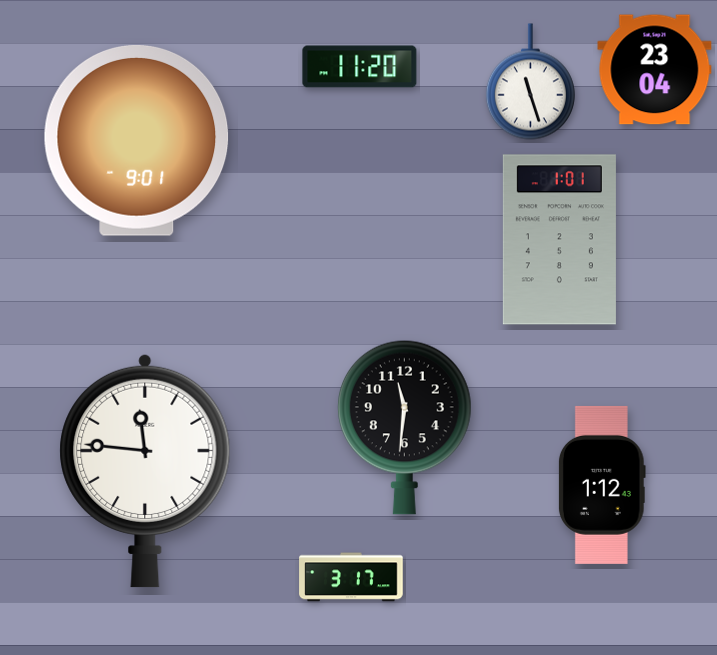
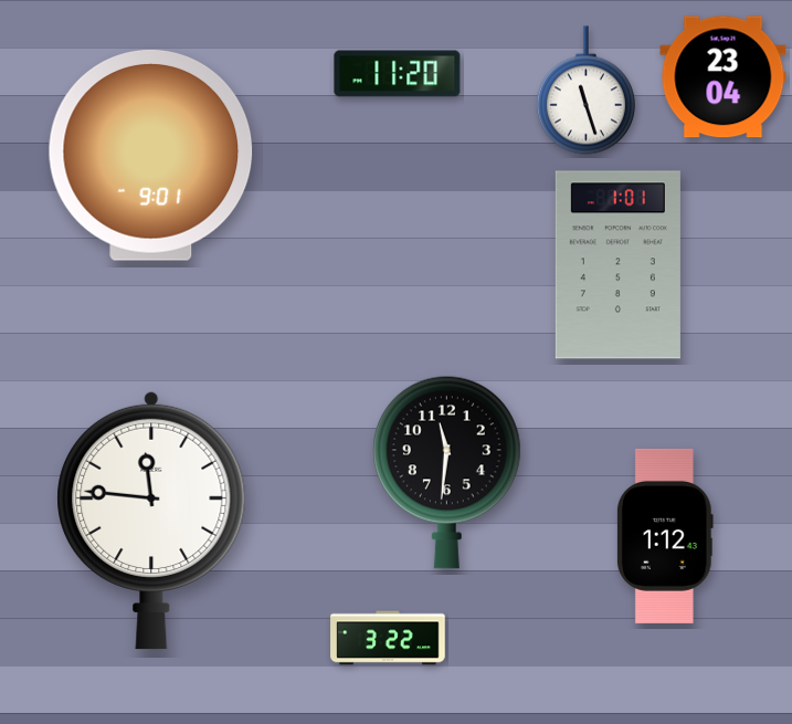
clock at (145, 471) position: (145, 471) -> (151, 521)
clock at (351, 577): 3:17 -> 3:22
